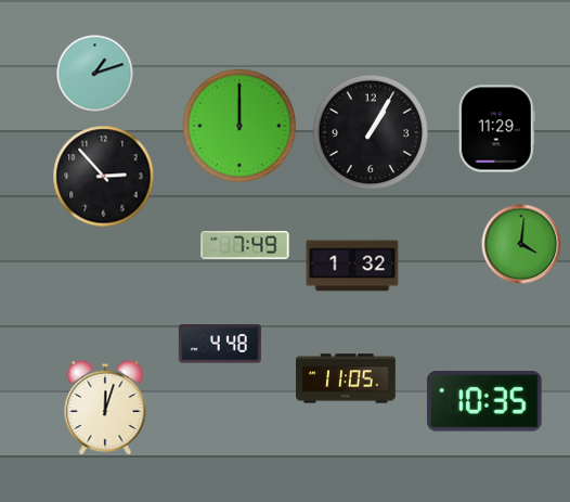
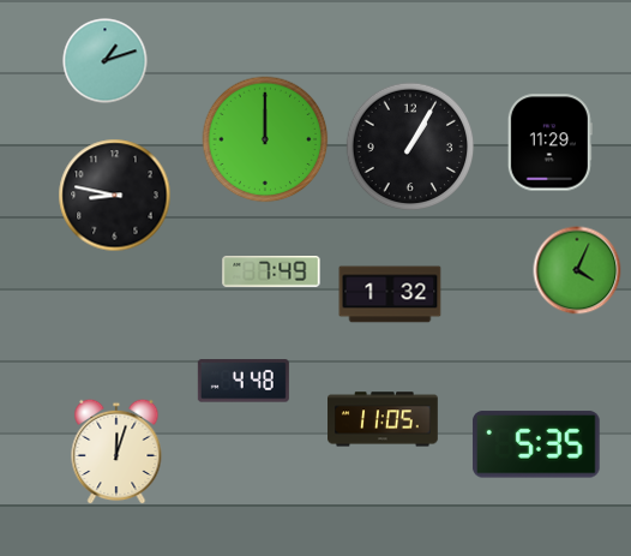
clock at (95, 74) position: (95, 74) -> (106, 61)
clock at (104, 177): 2:53 -> 8:47
clock at (521, 244): 4:01 -> 4:04
clock at (484, 401): 10:35 -> 5:35
